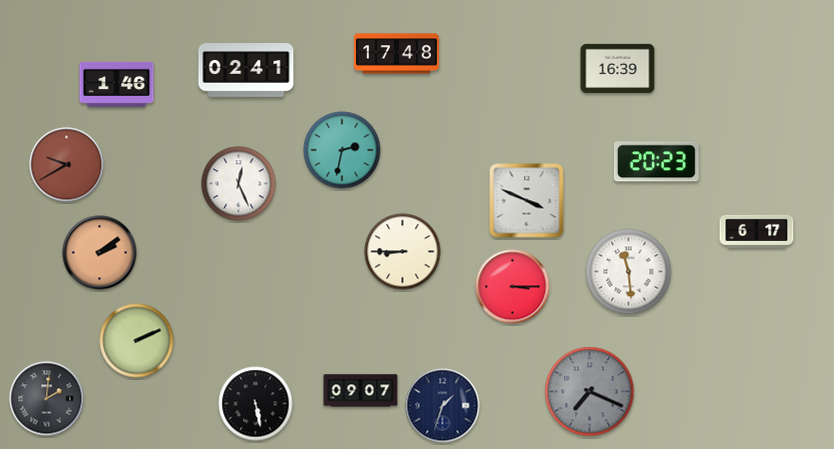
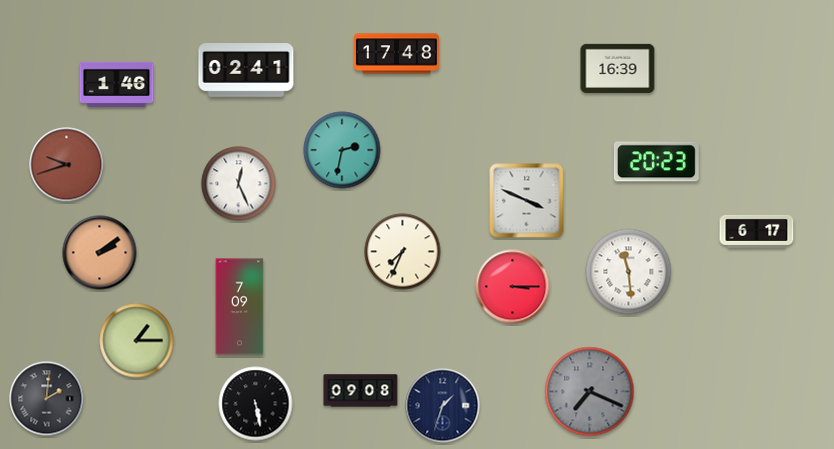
clock at (67, 165): 9:40 -> 9:42
clock at (403, 252): 8:45 -> 7:34
clock at (240, 307): none -> 7:09
clock at (137, 341): 2:11 -> 1:15
clock at (361, 391): 09:07 -> 09:08
